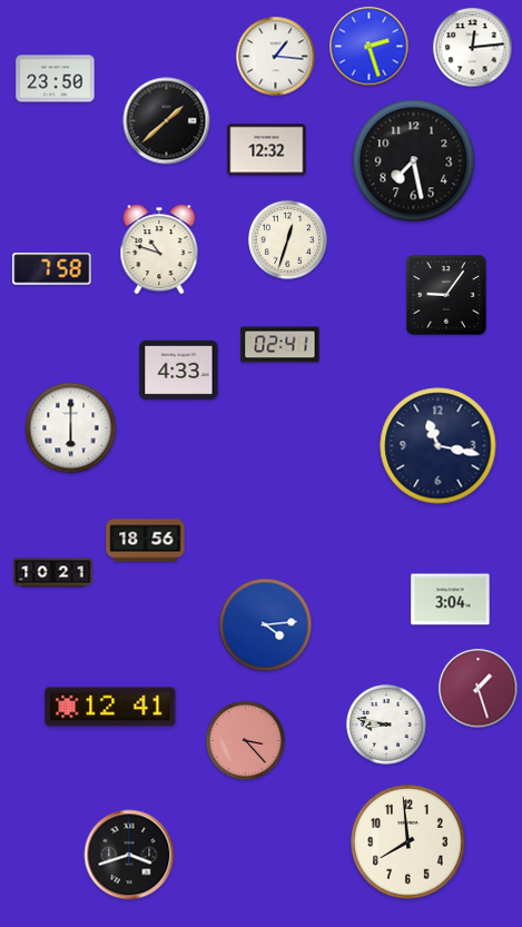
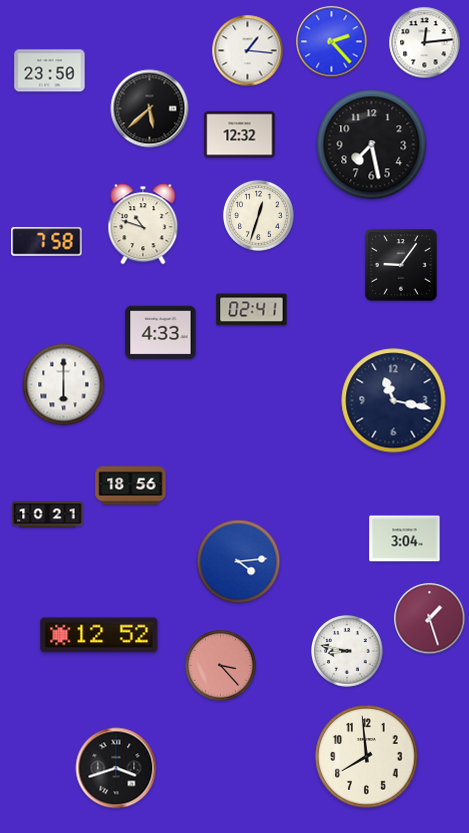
clock at (370, 47): 2:27 -> 2:23
clock at (167, 121): 1:38 -> 5:38
clock at (110, 707): 12:41 -> 12:52
